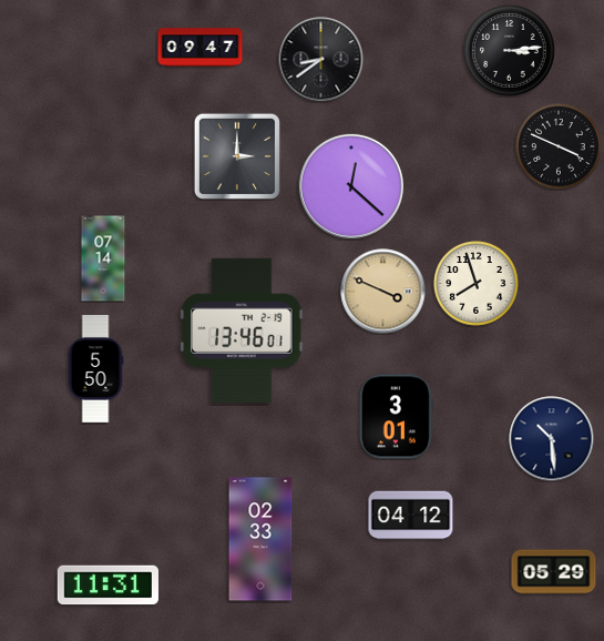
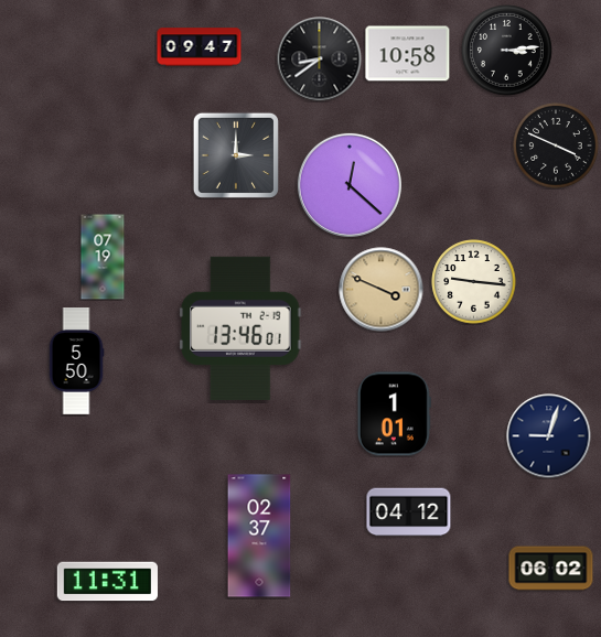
clock at (408, 54): none -> 10:58
clock at (103, 258): 07:14 -> 07:19
clock at (477, 284): 7:57 -> 9:16
clock at (95, 369) position: (95, 369) -> (76, 361)
clock at (396, 417): 3:01 -> 1:01
clock at (552, 439): 10:29 -> 9:03
clock at (260, 539): 02:33 -> 02:37
clock at (554, 572): 05:29 -> 06:02
